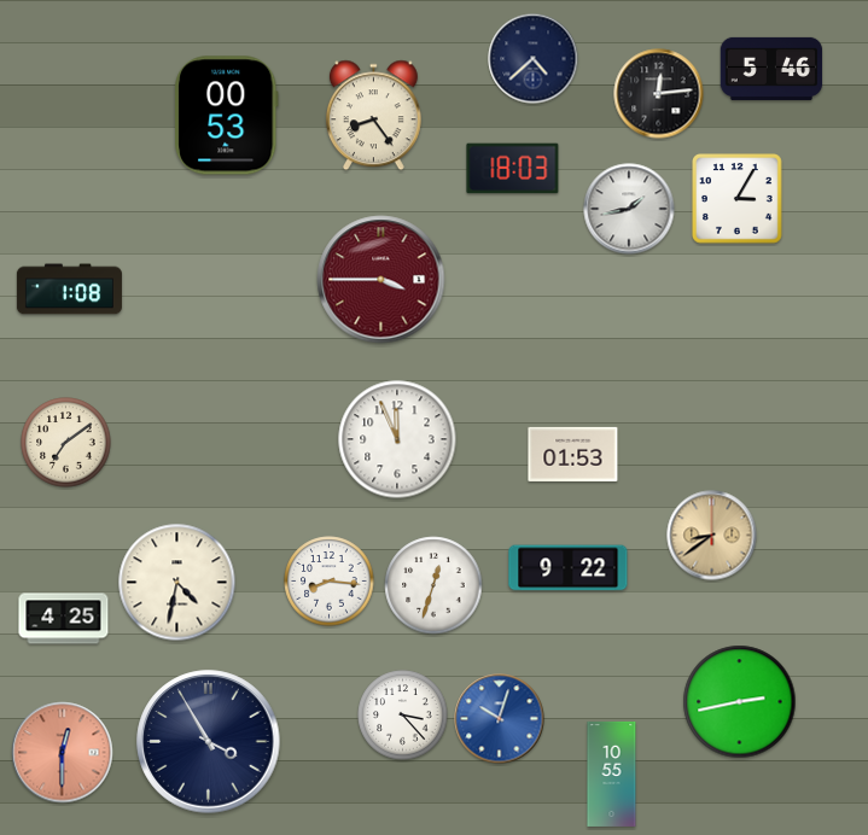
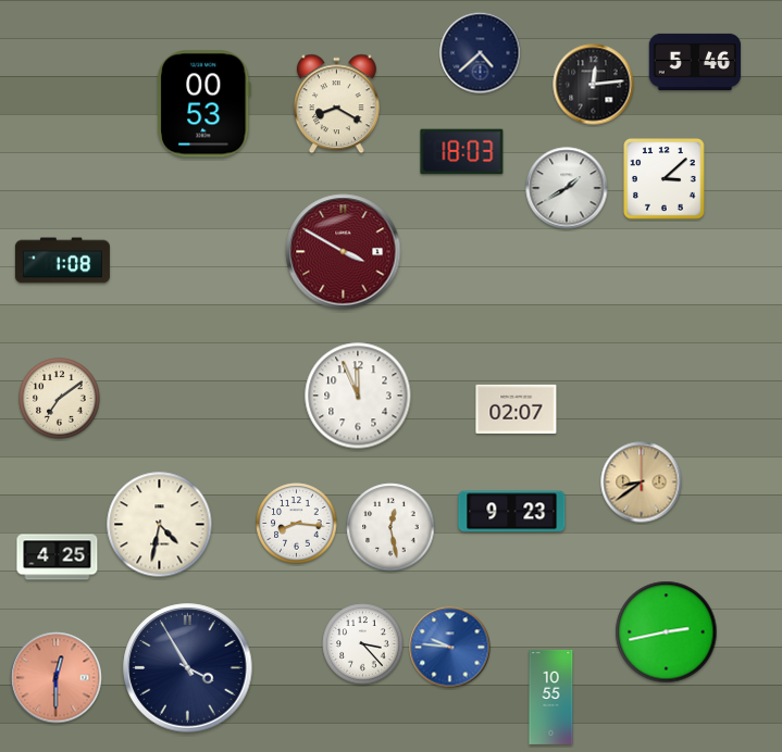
clock at (373, 116): 8:24 -> 8:20
clock at (738, 199): 3:05 -> 3:08
clock at (629, 209): 1:43 -> 1:40
clock at (381, 280): 3:45 -> 3:50
clock at (573, 454): 01:53 -> 02:07
clock at (569, 568): 9:22 -> 9:23
clock at (433, 585): 12:33 -> 12:28
clock at (500, 719): 10:03 -> 9:46
